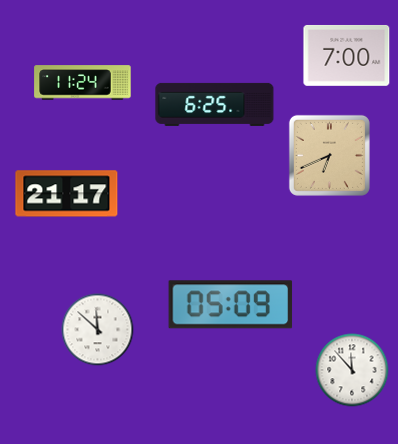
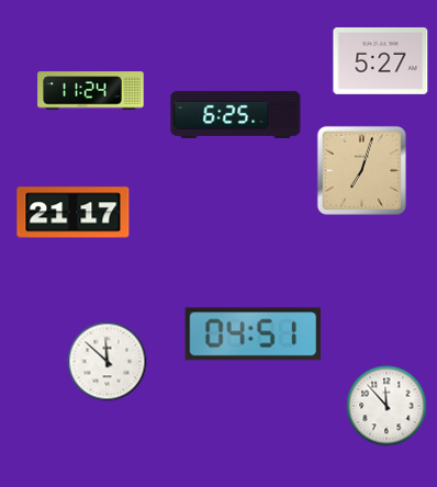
clock at (347, 55): 7:00 -> 5:27
clock at (329, 155): 6:41 -> 7:03
clock at (231, 305): 05:09 -> 04:51
